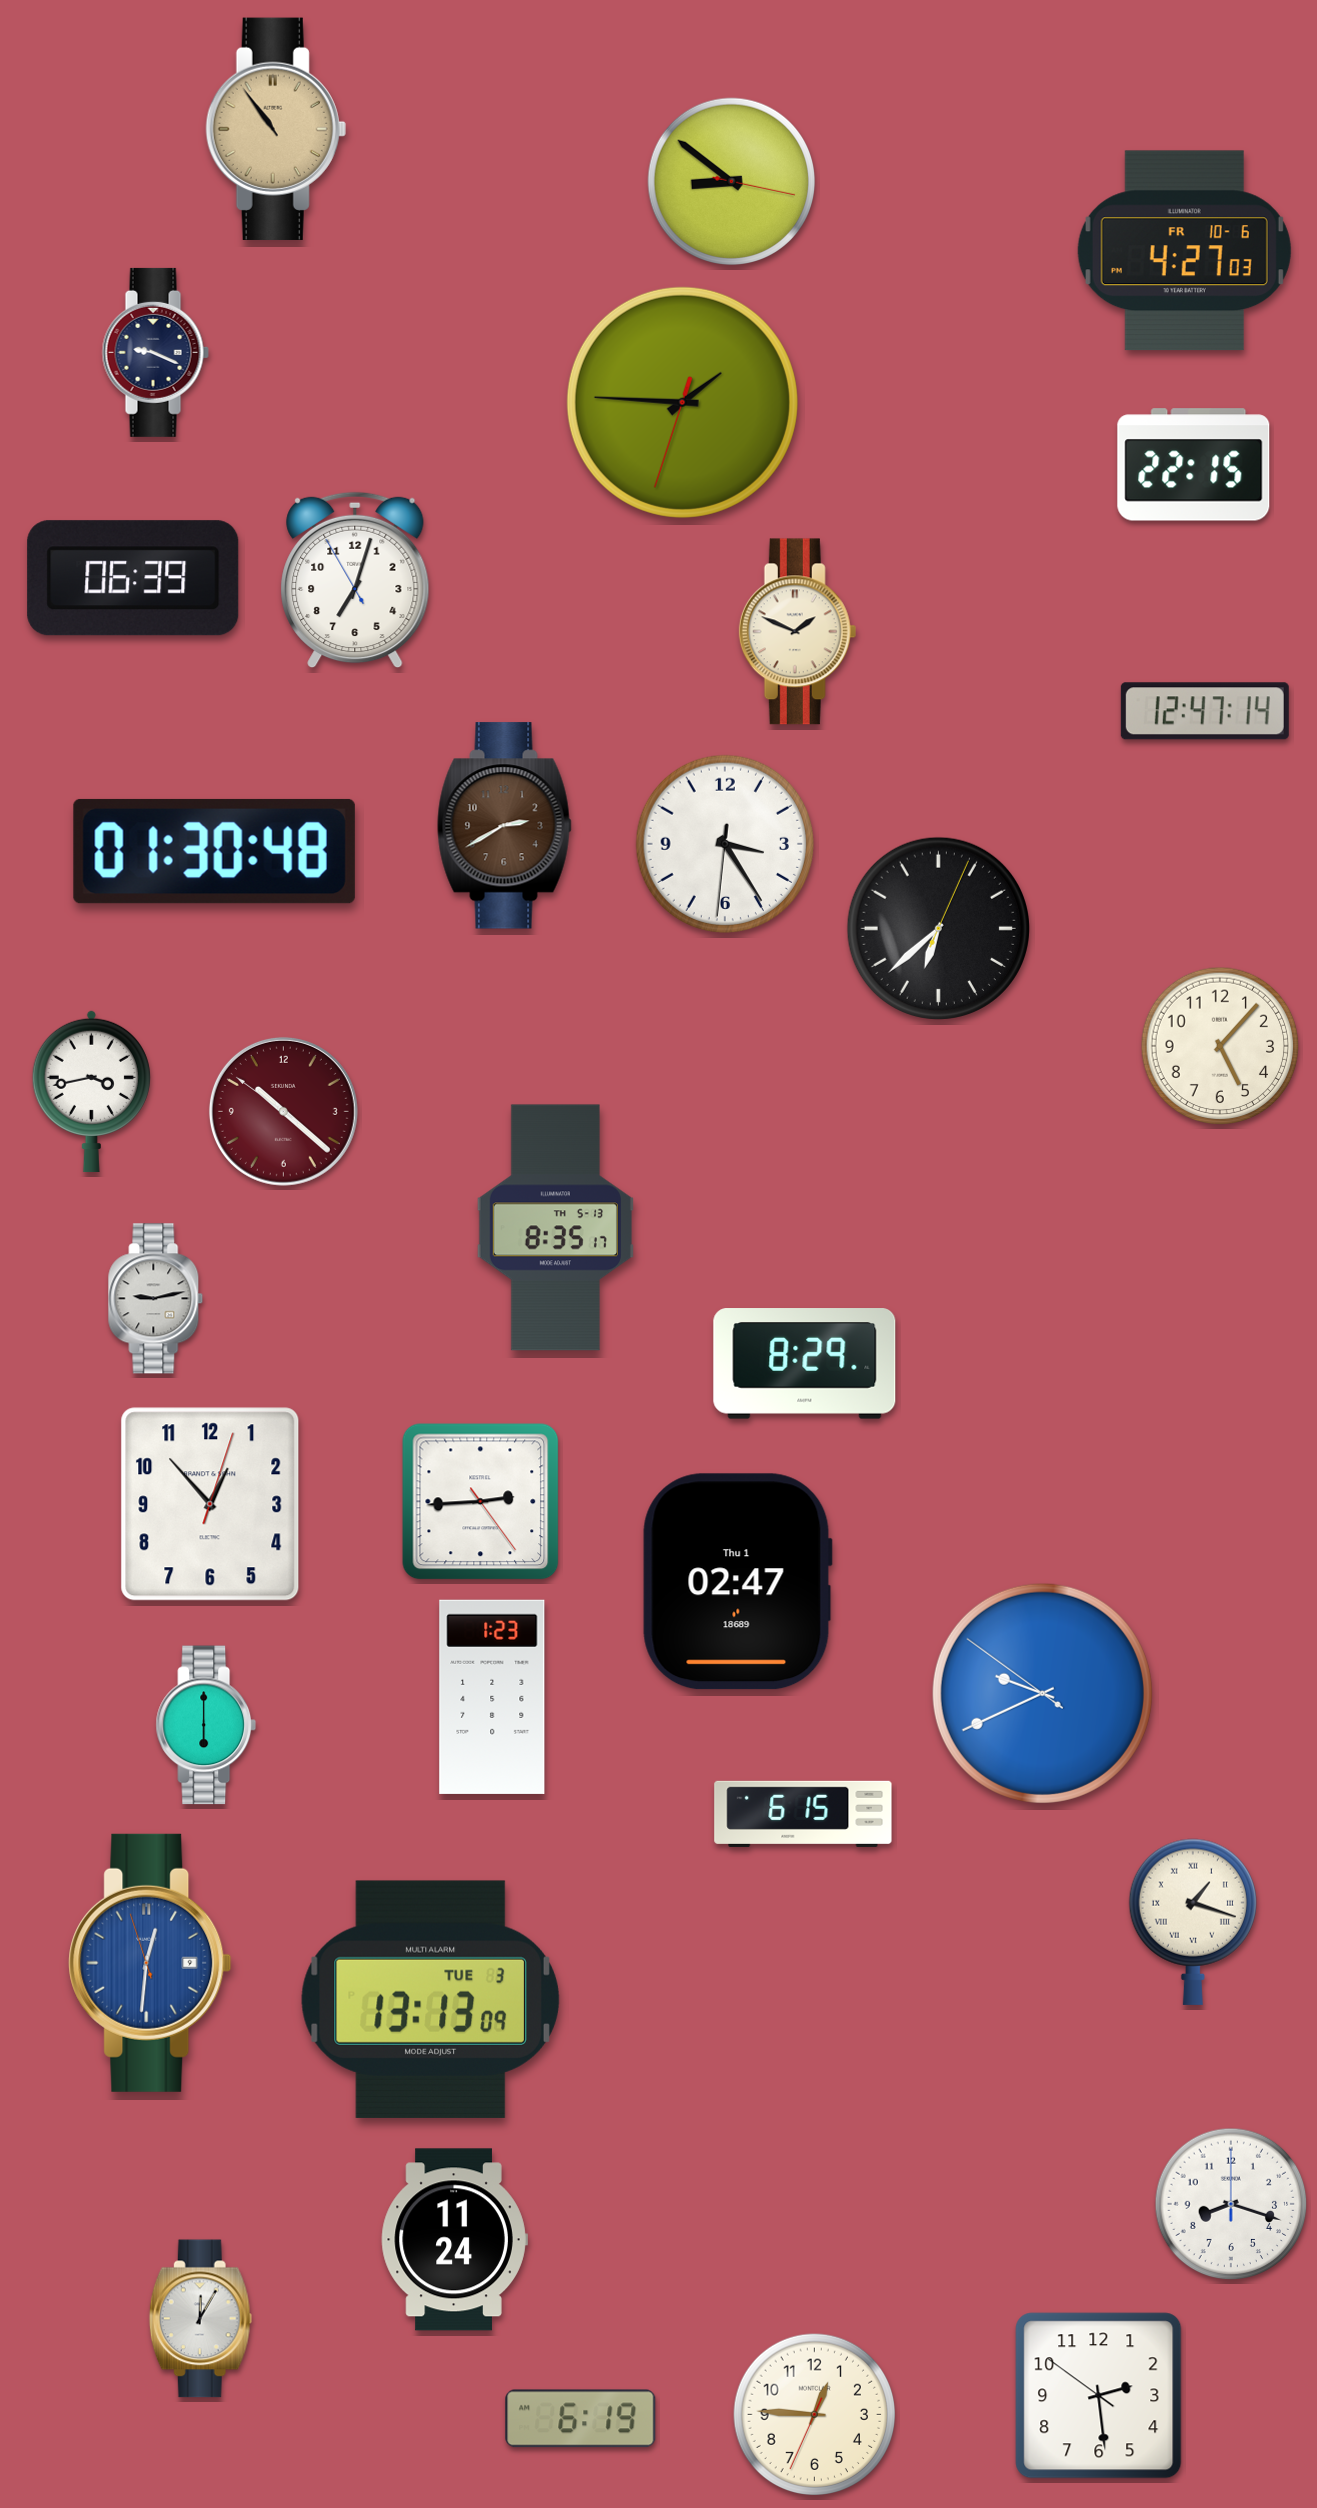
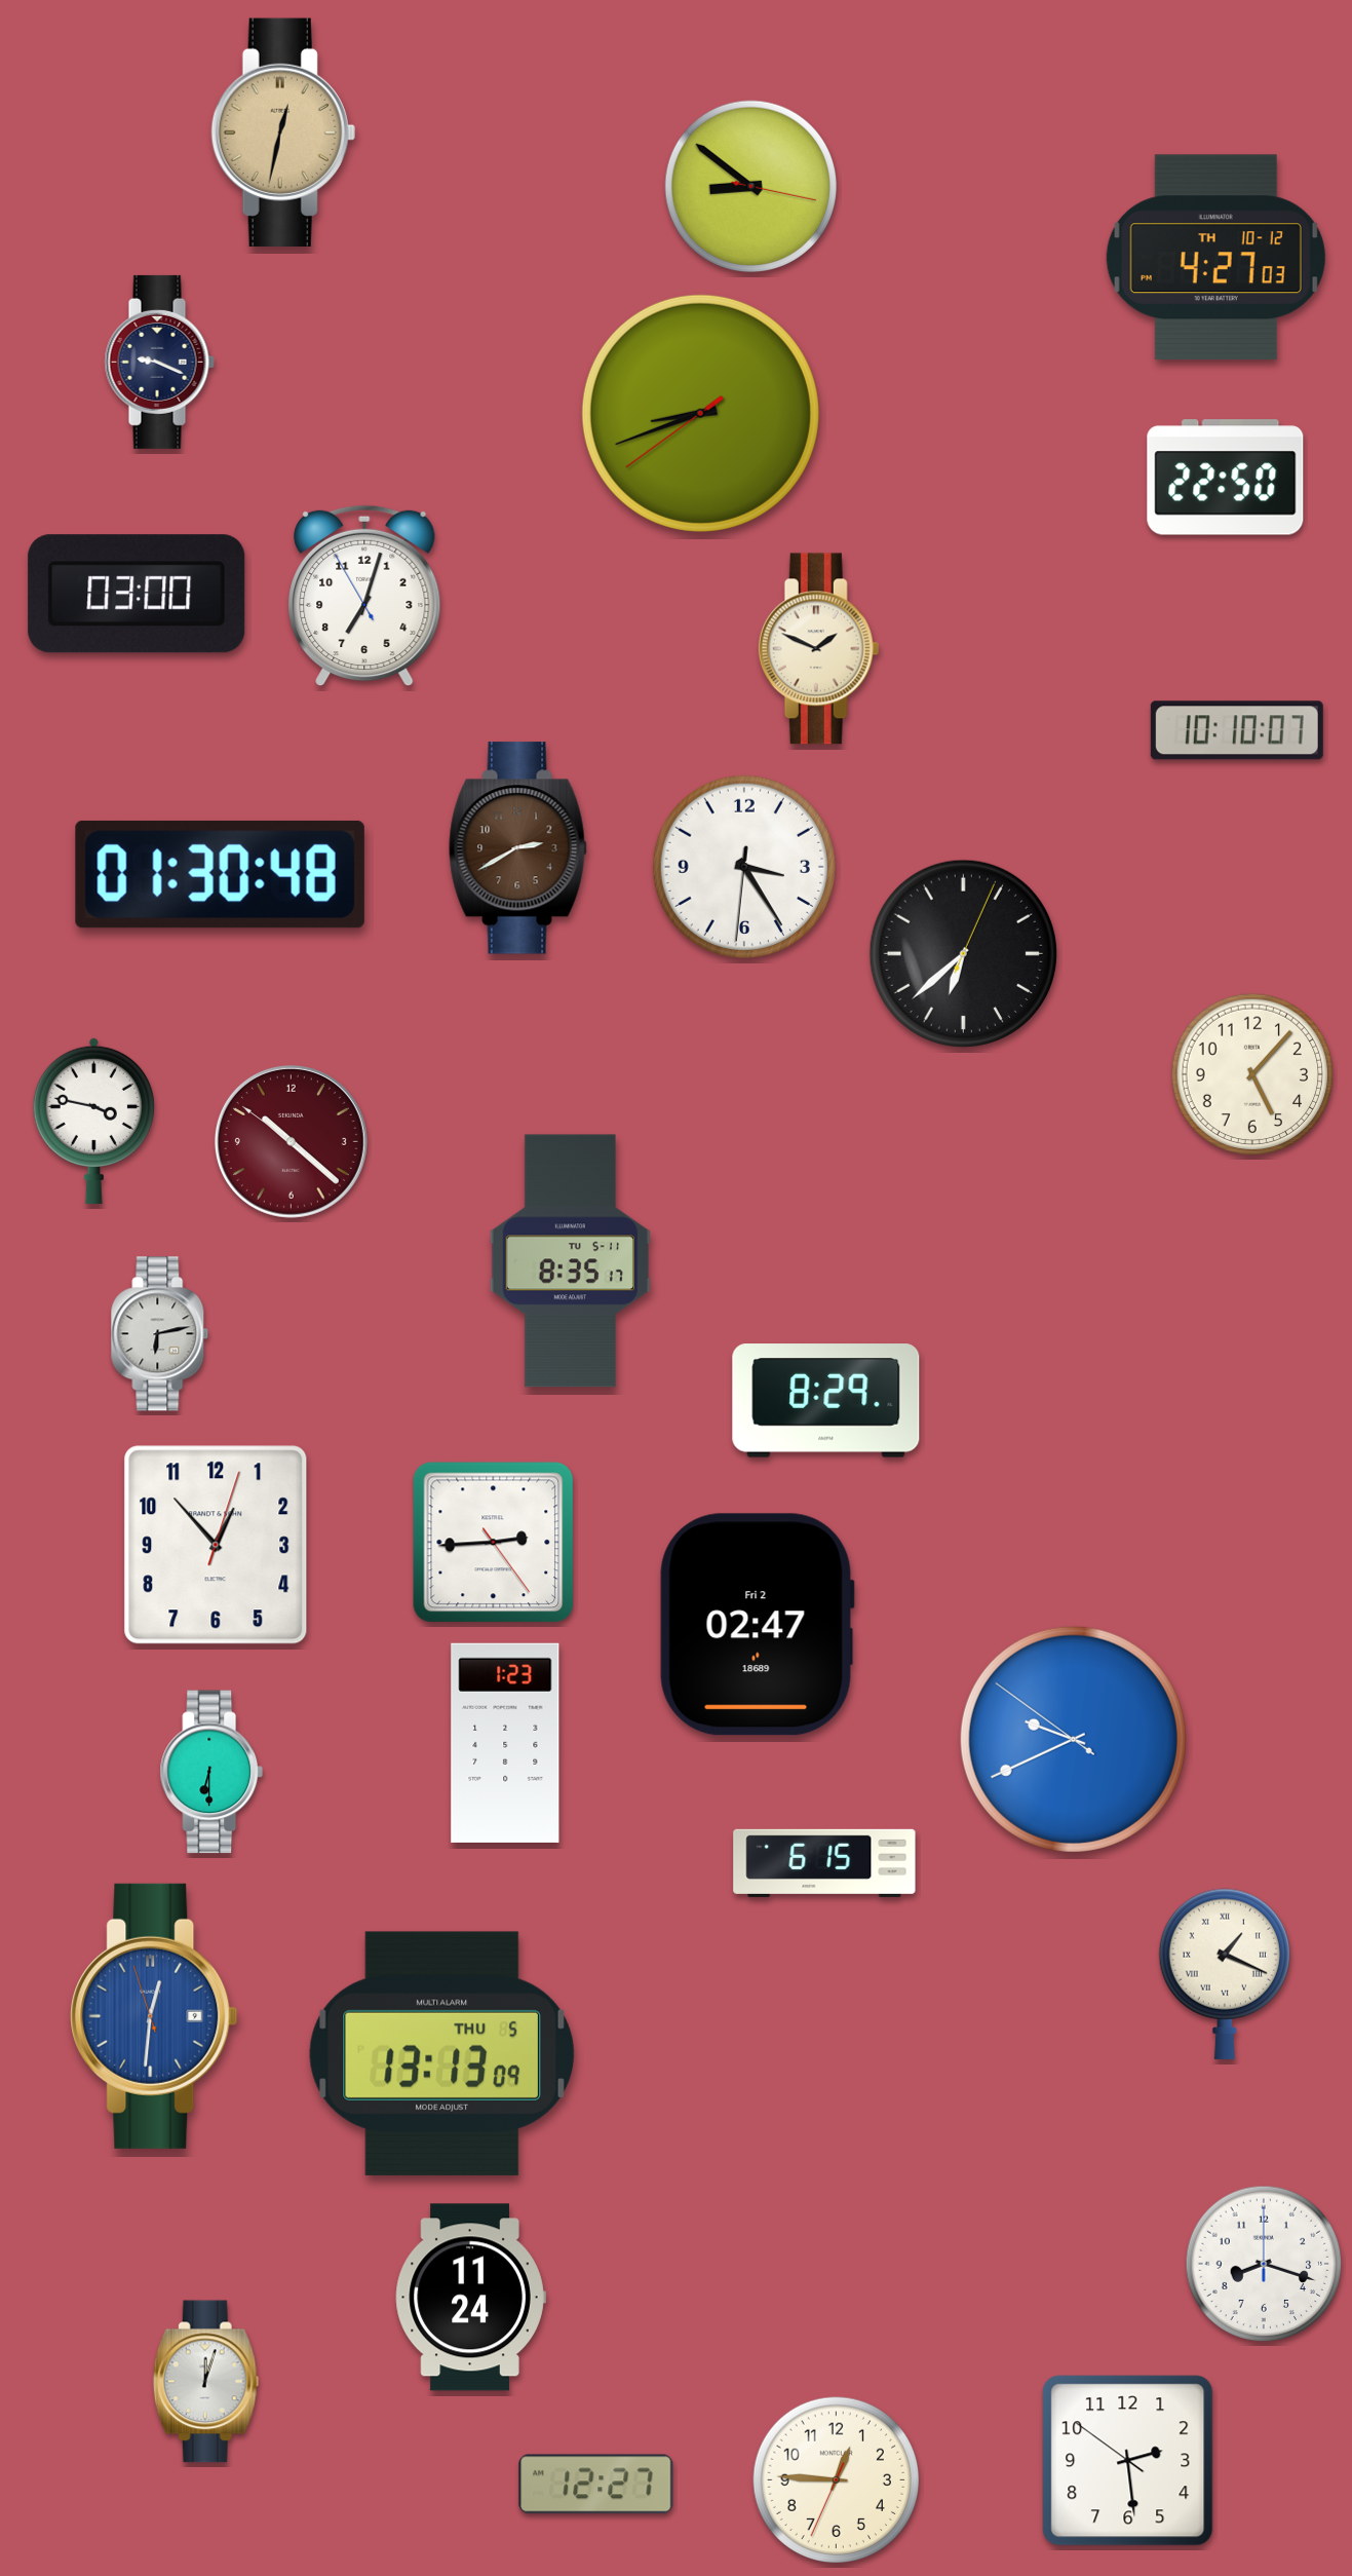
clock at (276, 129): 10:54 -> 12:32
clock at (1184, 251) date: FR 10-6 -> TH 10-12
clock at (682, 402): 1:45 -> 8:41
clock at (1194, 465): 22:15 -> 22:50
clock at (133, 578): 06:39 -> 03:00
clock at (1205, 711): 12:47 -> 10:10
clock at (91, 1091): 3:43 -> 3:47
clock at (555, 1228) date: TH 5-13 -> TU 5-11
clock at (156, 1299): 9:13 -> 6:13
clock at (737, 1582) date: Thu 1 -> Fri 2
clock at (1042, 1693) position: (1042, 1693) -> (1073, 1739)
clock at (206, 1725): 6:00 -> 6:30
clock at (1193, 1922): 1:18 -> 1:19
clock at (430, 1999) date: TUE 3 -> THU 5
clock at (454, 2240) position: (454, 2240) -> (470, 2298)
clock at (200, 2319): 12:05 -> 12:03
clock at (581, 2419): 6:19 -> 12:27
